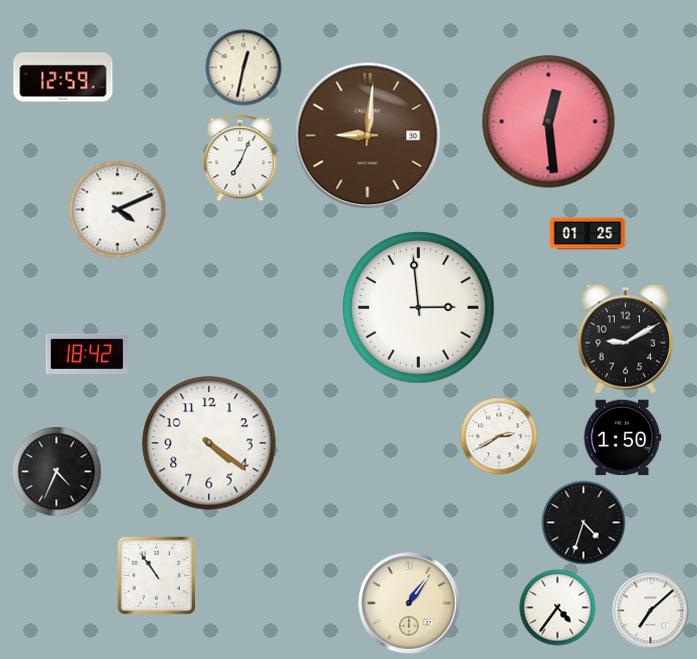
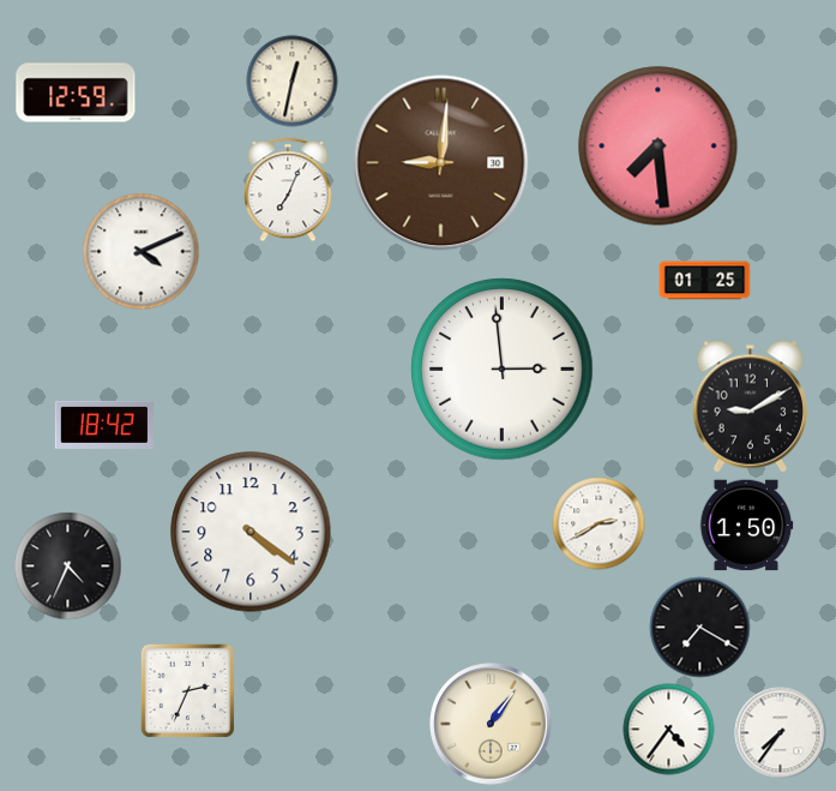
clock at (549, 122): 12:29 -> 7:29
clock at (584, 523): 4:33 -> 7:20
clock at (156, 575): 10:54 -> 2:34
clock at (651, 611): 7:08 -> 7:36
